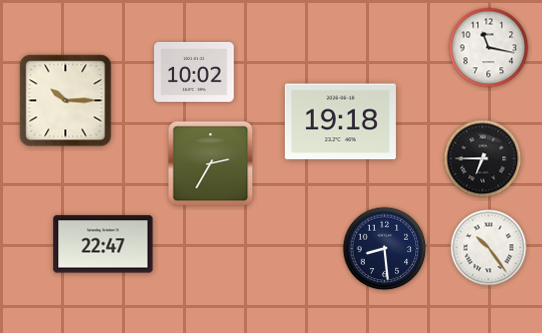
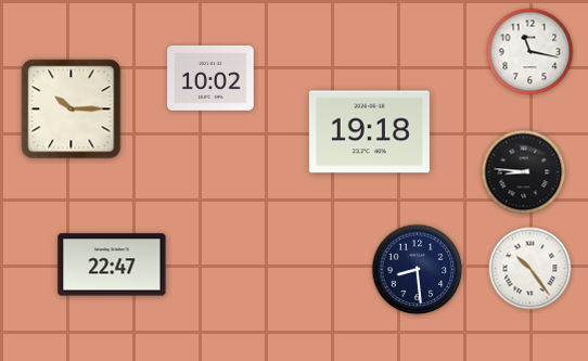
clock at (483, 159): 6:45 -> 8:46
clock at (211, 164): 2:35 -> none
